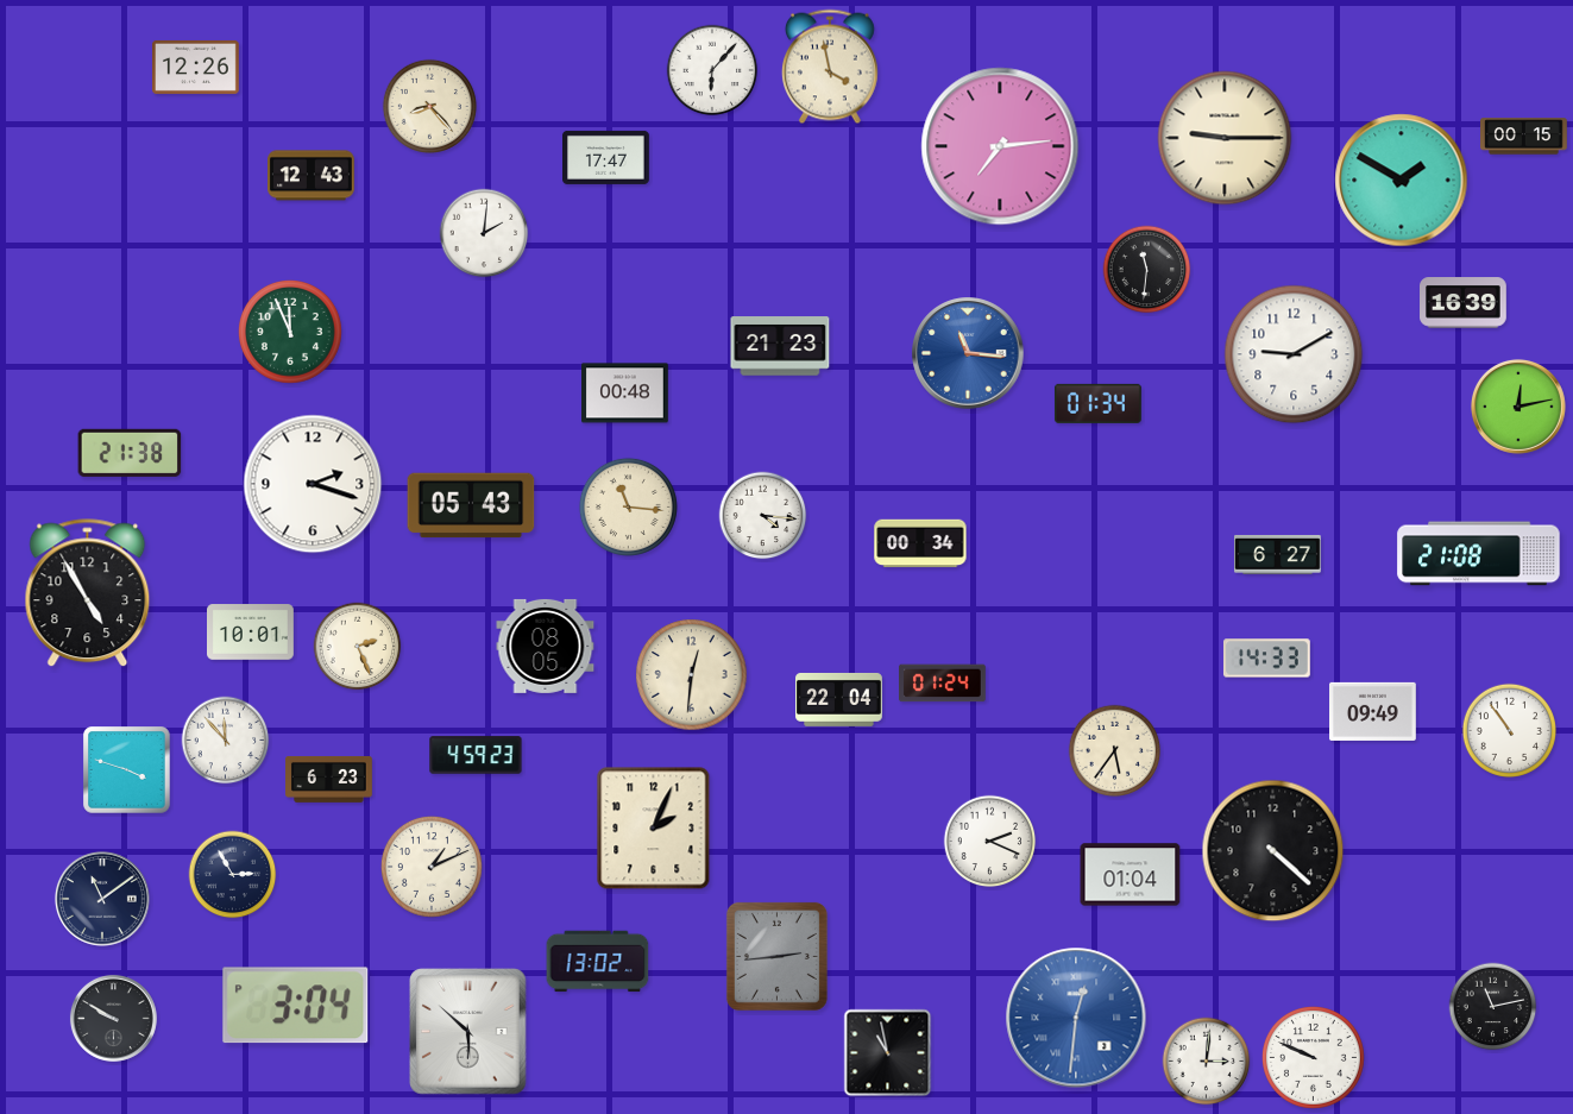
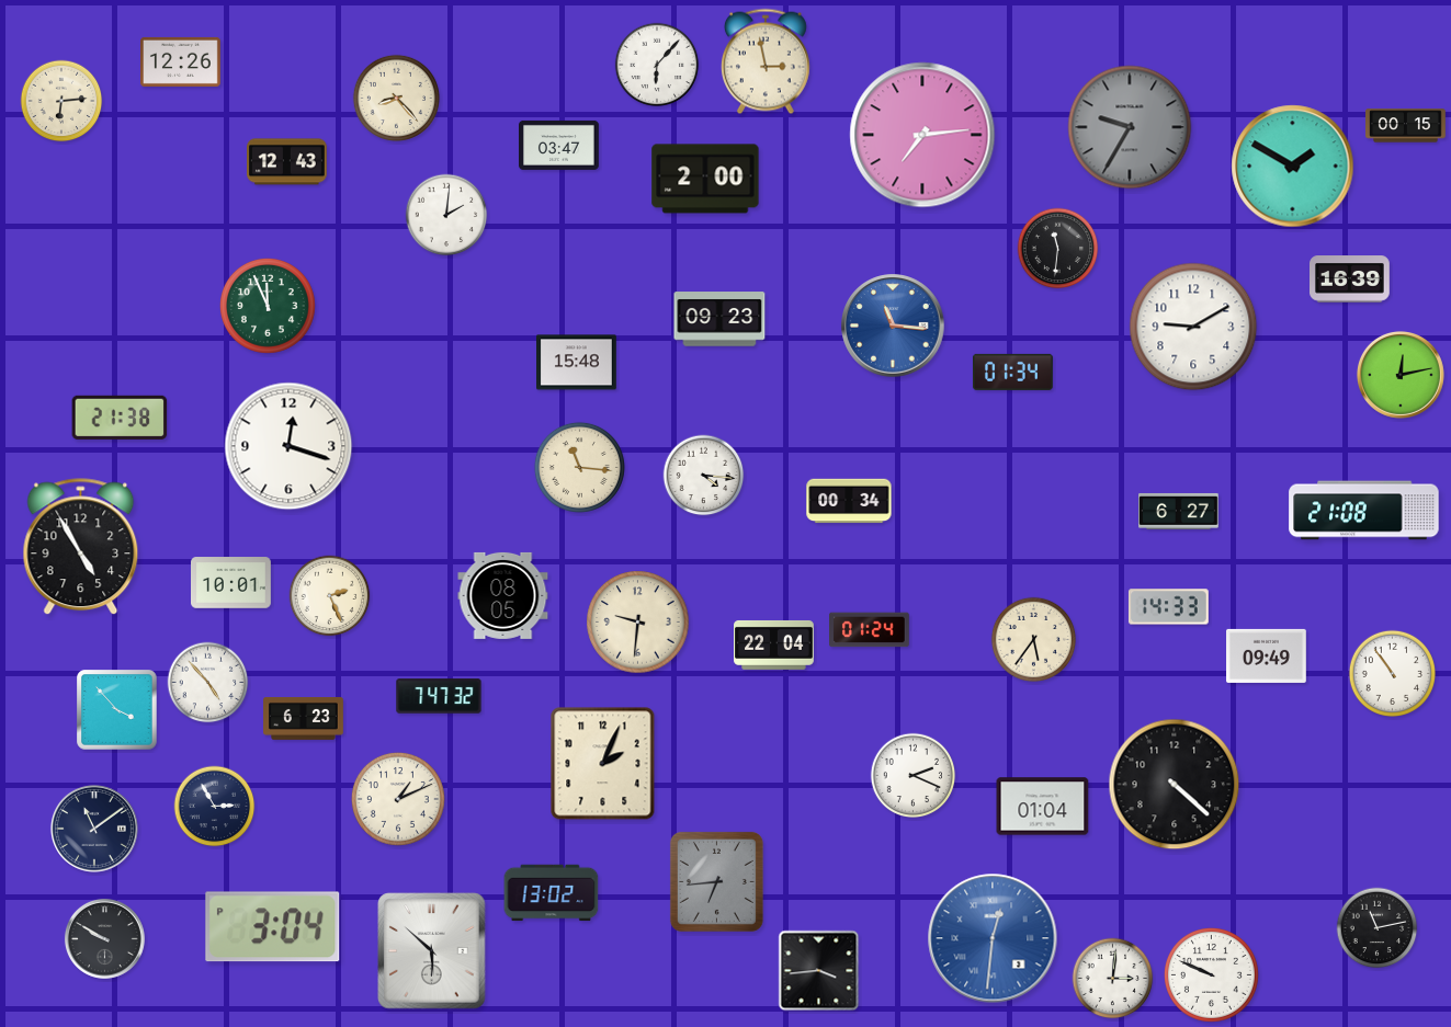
clock at (830, 67): 3:58 -> 2:58
clock at (61, 101): none -> 6:14
clock at (1225, 138): 9:15 -> 9:35
clock at (1225, 138) dial: cream -> grey
clock at (606, 157): 17:47 -> 03:47
clock at (705, 179): none -> 2:00
clock at (780, 346): 21:23 -> 09:23
clock at (625, 394): 00:48 -> 15:48
clock at (313, 484): 2:18 -> 12:18
clock at (471, 505): 05:43 -> none
clock at (692, 675): 12:31 -> 9:31
clock at (226, 741): 11:53 -> 4:53
clock at (1115, 751) position: (1115, 751) -> (1034, 640)
clock at (476, 755): 4:59 -> 7:47
clock at (127, 770): 3:48 -> 3:53
clock at (776, 956): 2:44 -> 6:44
clock at (598, 962) position: (598, 962) -> (552, 893)
clock at (888, 1053): 10:58 -> 3:44
